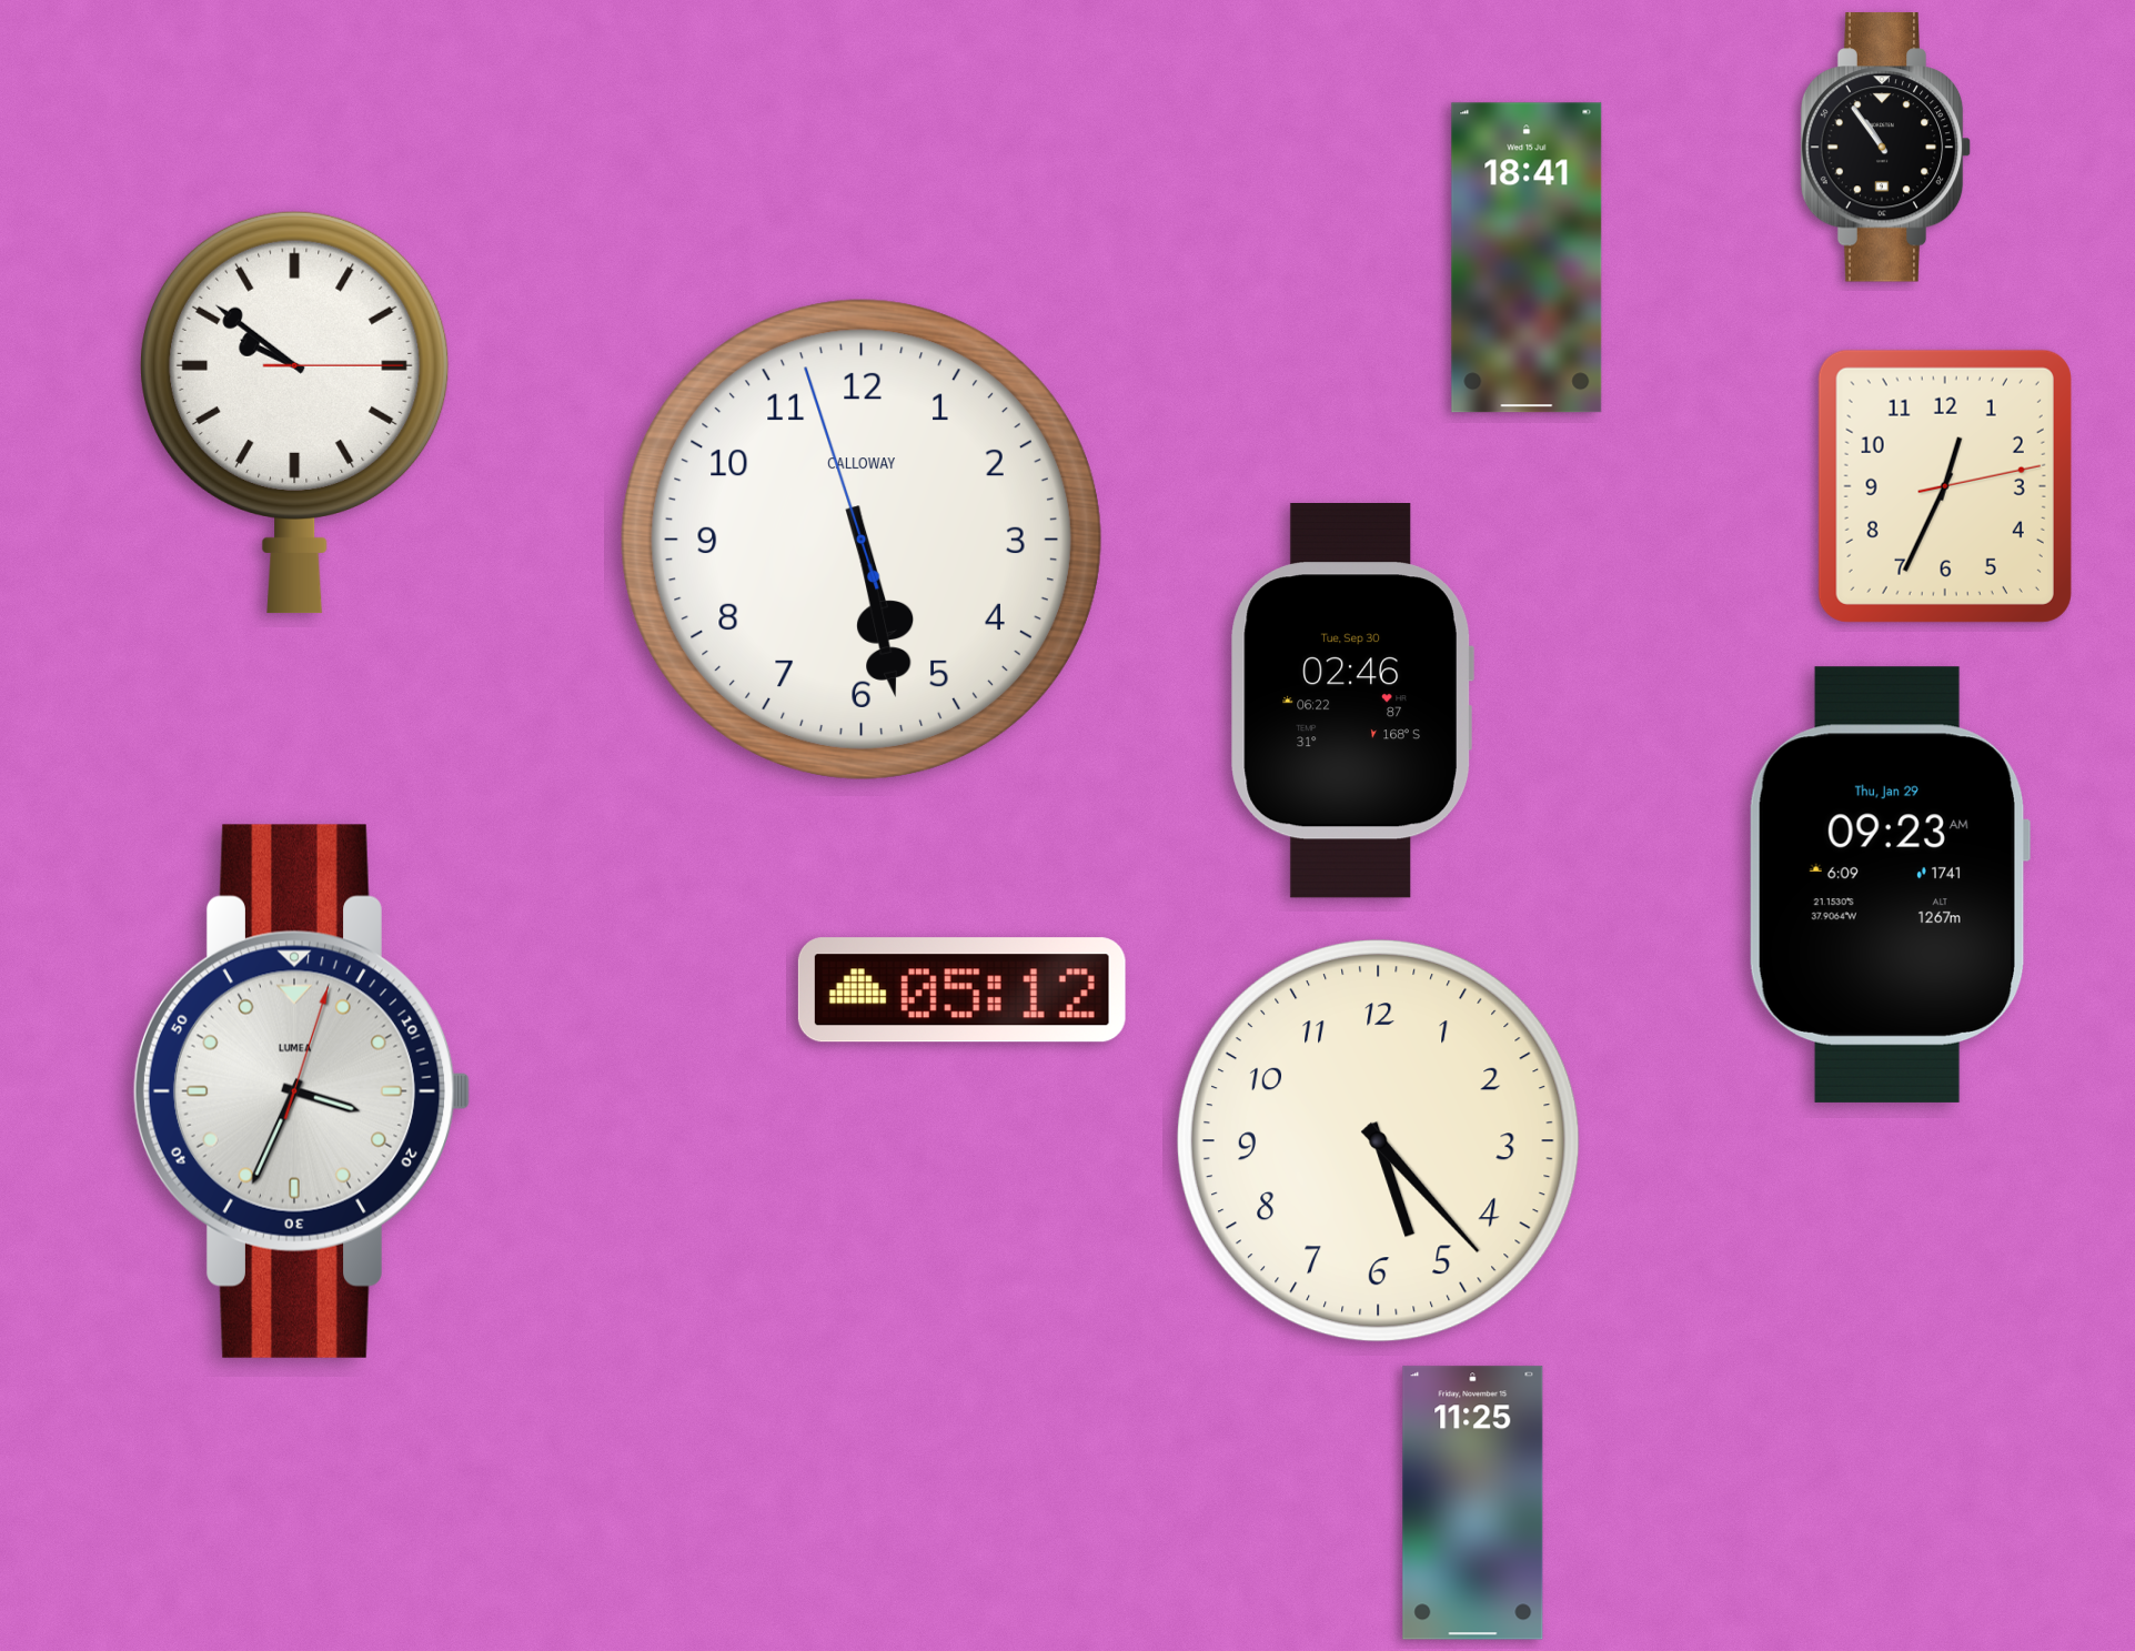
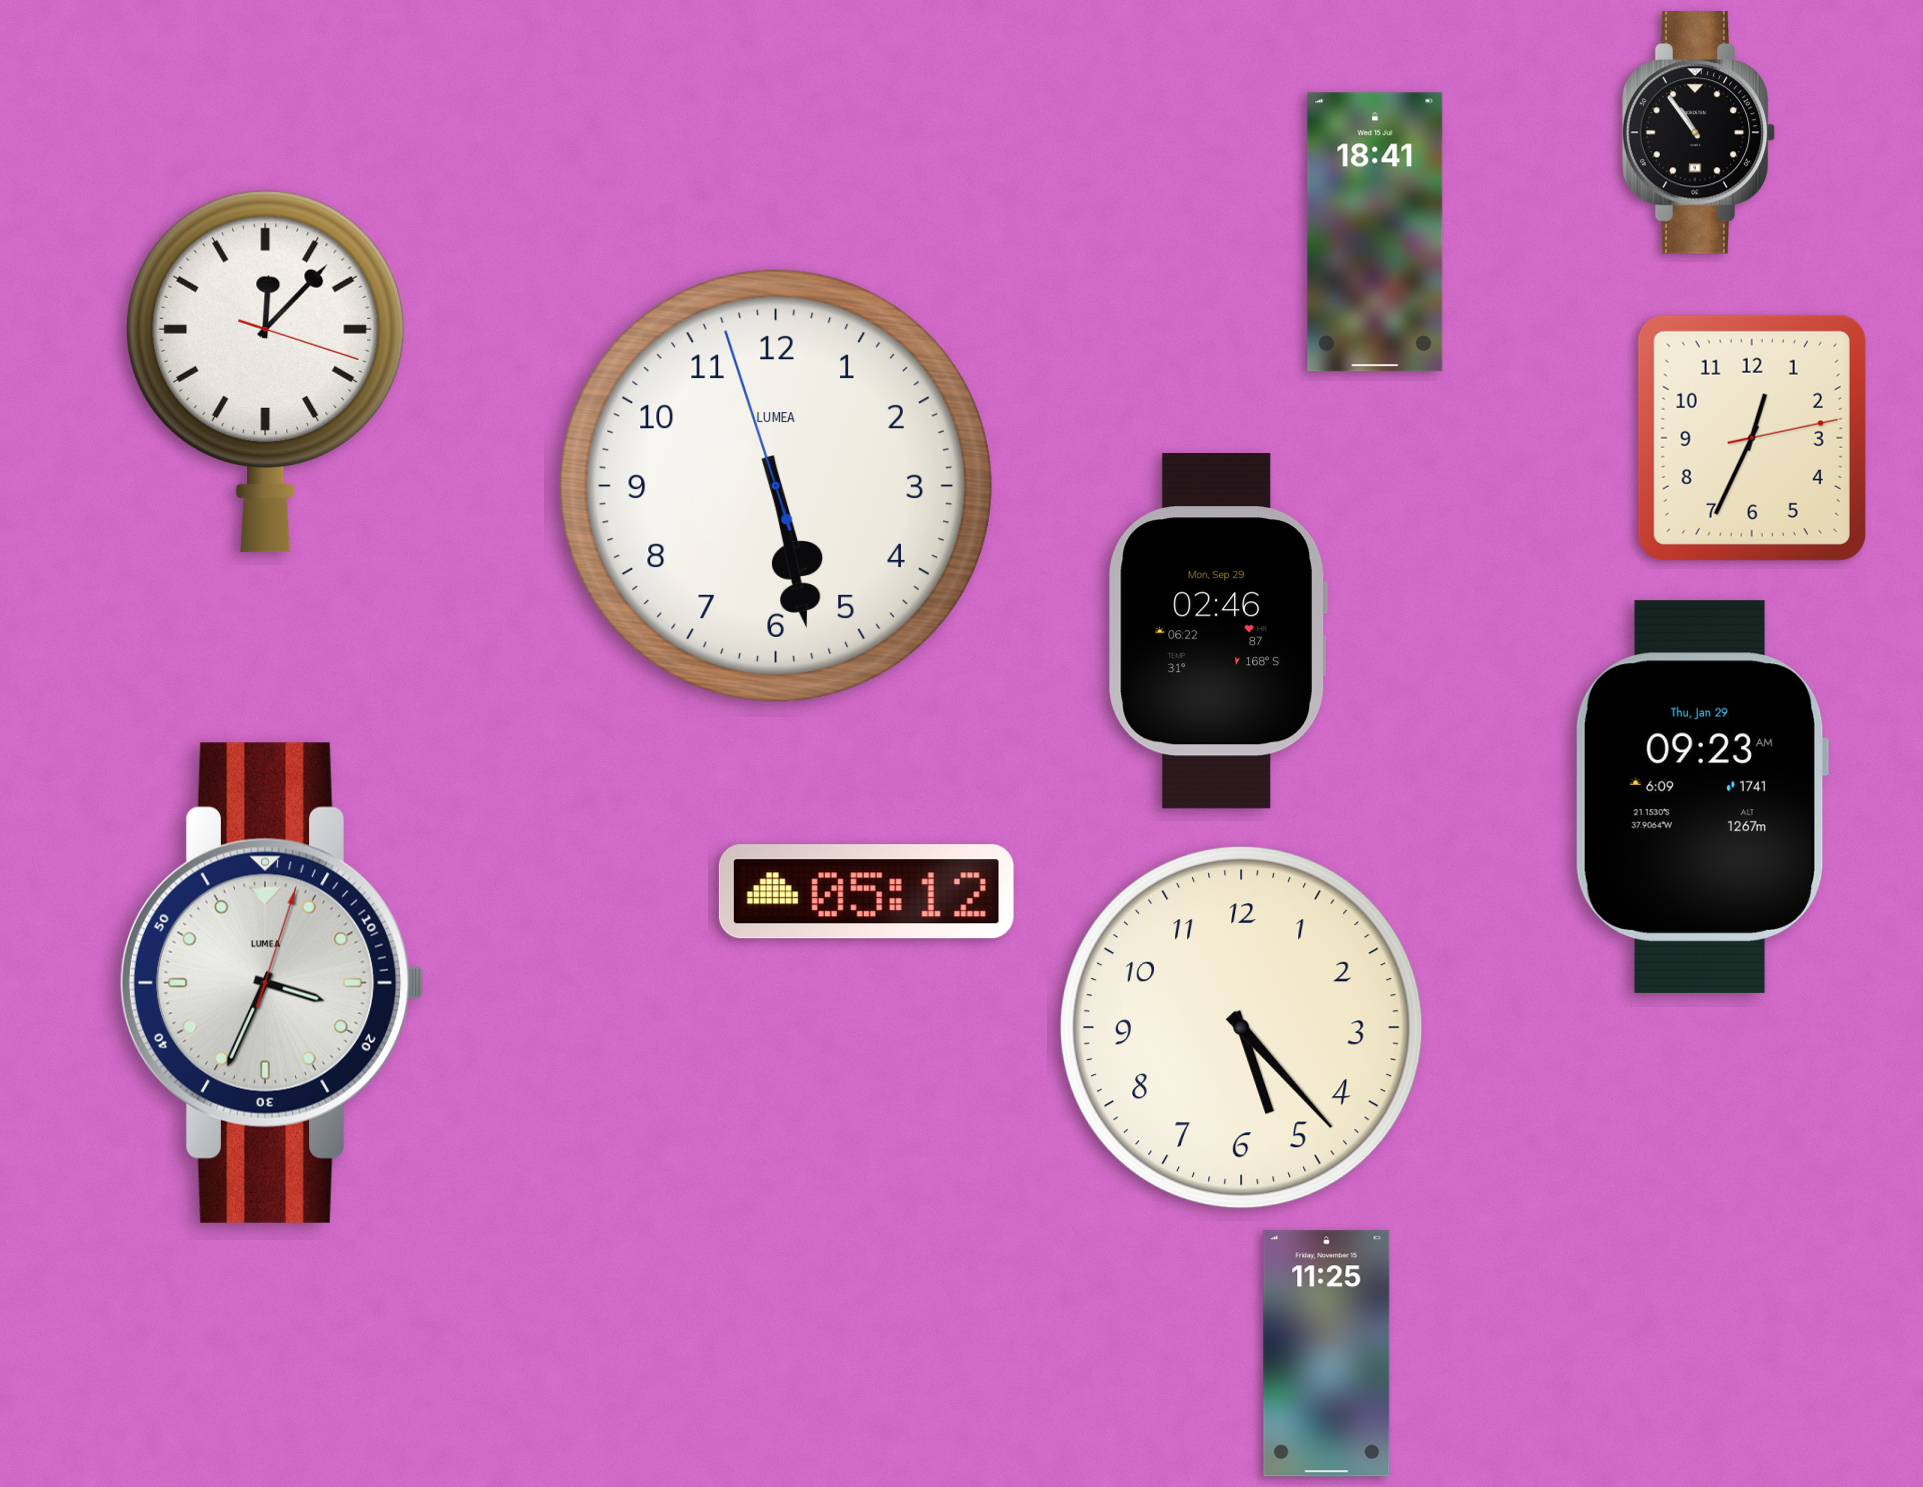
clock at (295, 412): 9:51 -> 12:07
clock at (862, 540) brand: CALLOWAY -> LUMEA
clock at (1352, 702) date: Tue, Sep 30 -> Mon, Sep 29
